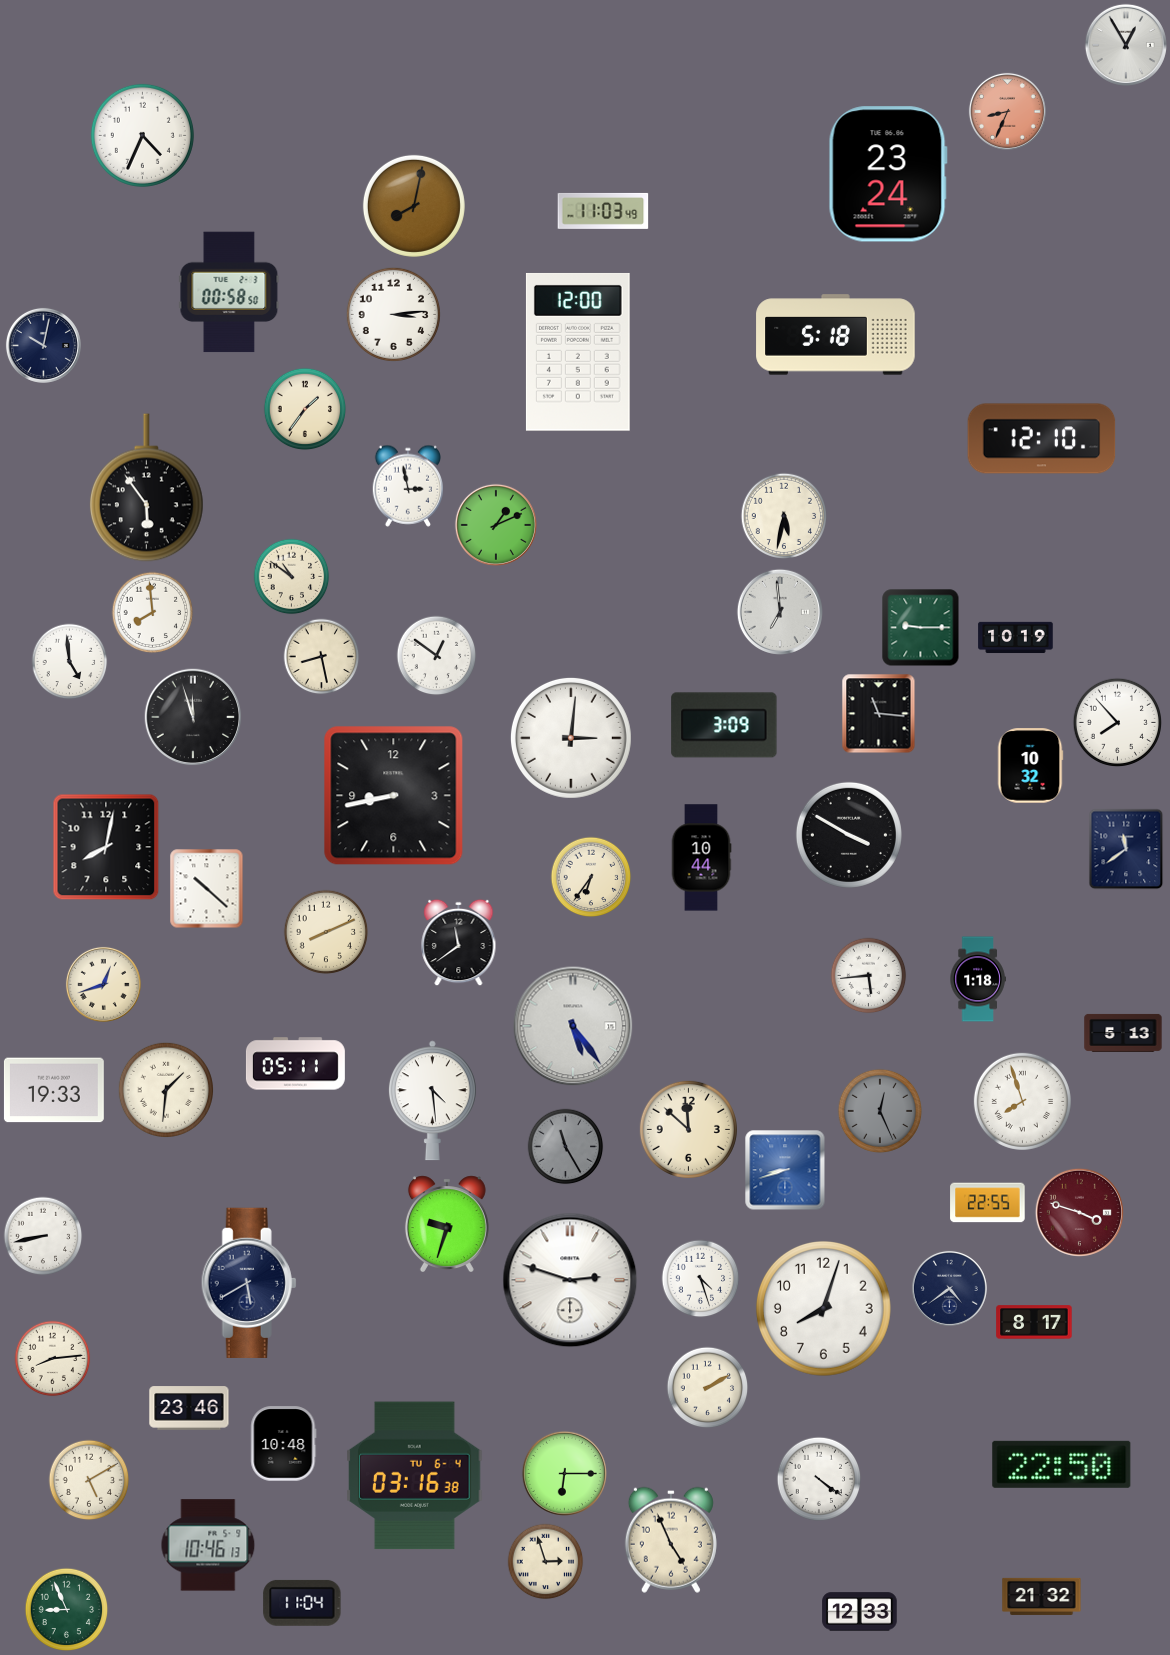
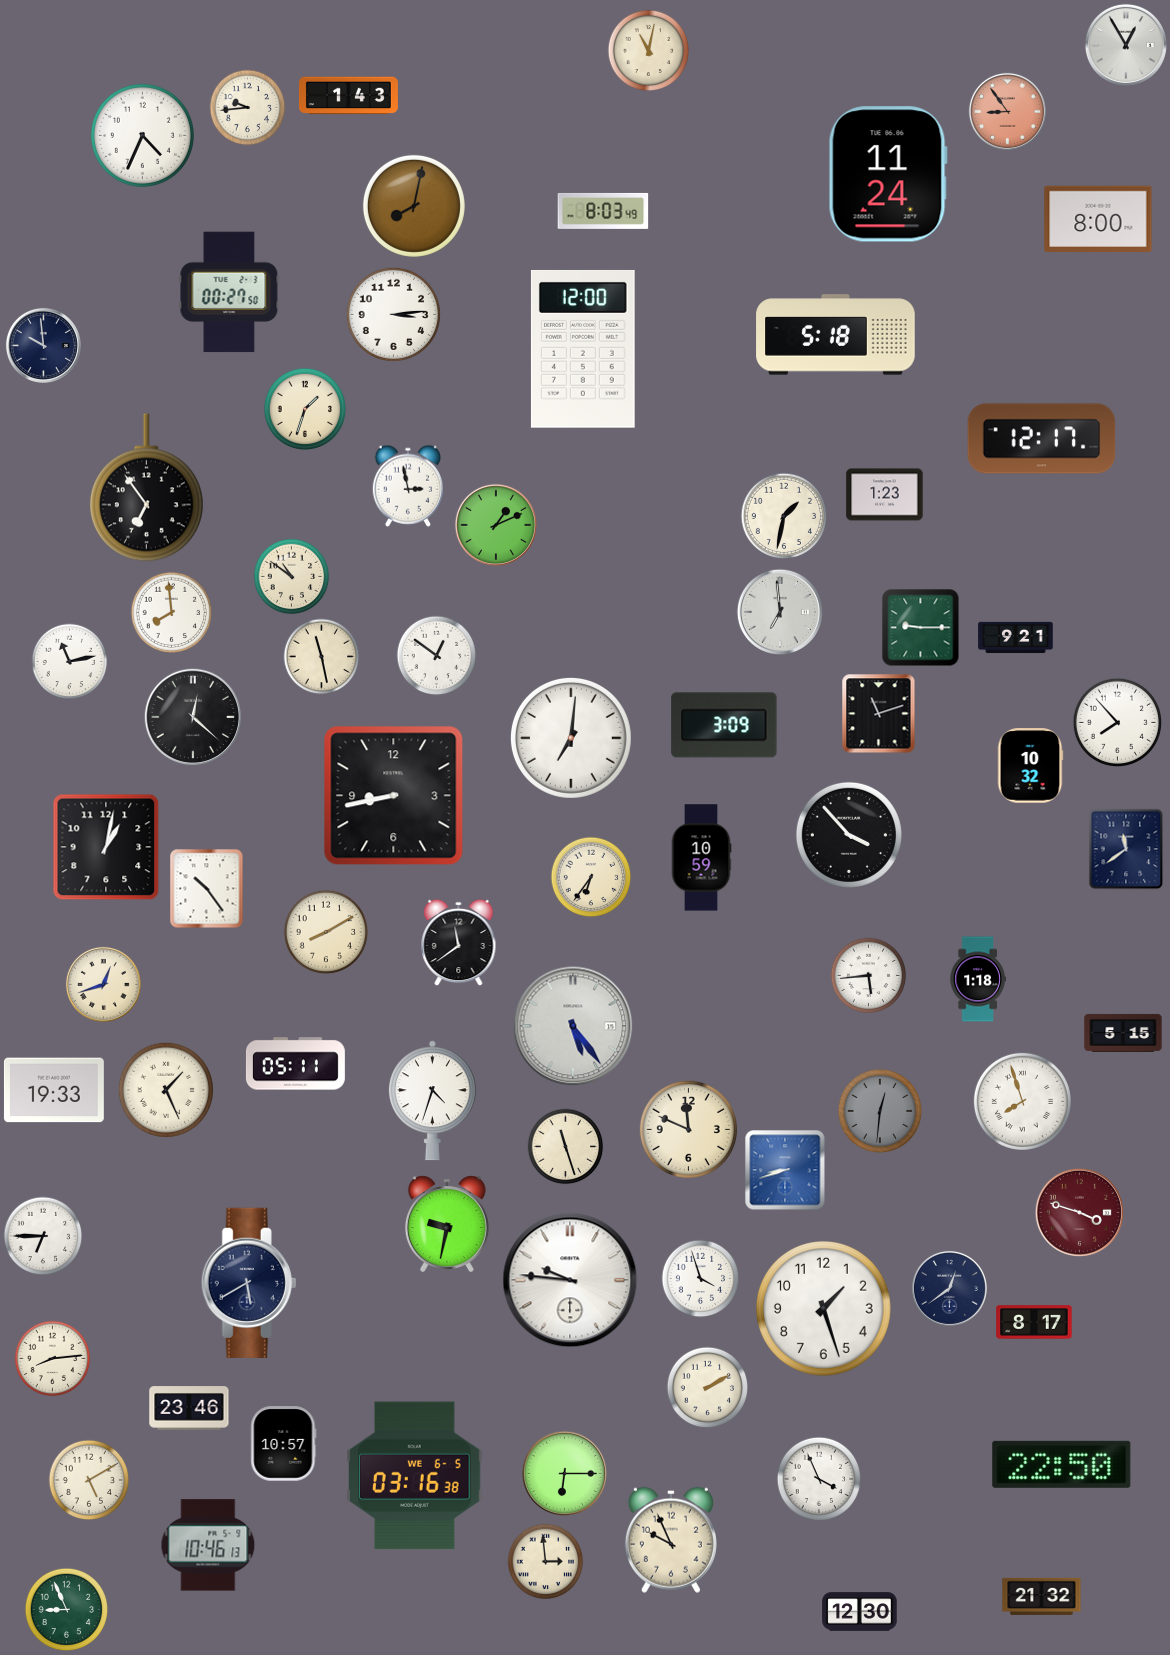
clock at (649, 51): none -> 11:02
clock at (348, 96): none -> 1:43
clock at (248, 108): none -> 9:44
clock at (1007, 111): 8:34 -> 8:54
clock at (888, 174): 23:24 -> 11:24
clock at (603, 211): 11:03 -> 8:03
clock at (1098, 219): none -> 8:00
clock at (229, 292): 00:58 -> 00:27
clock at (43, 345): 10:02 -> 9:59
clock at (578, 352) position: (578, 352) -> (583, 349)
clock at (305, 409): 1:36 -> 1:33
clock at (1042, 439): 12:10 -> 12:17
clock at (147, 488): 5:54 -> 6:54
clock at (885, 495): none -> 1:23
clock at (783, 515): 5:32 -> 1:32
clock at (153, 613) position: (153, 613) -> (172, 613)
clock at (1016, 638): 10:19 -> 9:21
clock at (322, 657): 8:28 -> 11:28
clock at (70, 662): 4:59 -> 11:13
clock at (879, 714): 11:16 -> 11:12
clock at (193, 717): 11:57 -> 12:22
clock at (571, 738): 3:01 -> 7:01
clock at (849, 835): 3:50 -> 3:53
clock at (106, 847): 8:02 -> 1:02
clock at (701, 858): 10:44 -> 10:59
clock at (207, 889): 10:22 -> 10:24
clock at (326, 932): 8:11 -> 8:10
clock at (1123, 1033): 5:13 -> 5:15
clock at (166, 1090): 1:31 -> 1:26
clock at (432, 1101): 4:29 -> 4:33
clock at (880, 1111): 12:26 -> 12:31
clock at (688, 1129): 11:52 -> 11:49
clock at (566, 1147): 11:25 -> 11:27
clock at (566, 1147) dial: grey -> cream
clock at (988, 1203): 22:55 -> none
clock at (447, 1223): 9:33 -> 9:32
clock at (43, 1236): 8:43 -> 6:45
clock at (701, 1279): 4:27 -> 3:57
clock at (570, 1280): 2:48 -> 9:46
clock at (949, 1288): 4:39 -> 12:39
clock at (823, 1308): 8:03 -> 1:27
clock at (284, 1444): 10:48 -> 10:57
clock at (415, 1476) date: TU 6-4 -> WE 6-5
clock at (819, 1479): 4:21 -> 3:56
clock at (671, 1540): 4:56 -> 9:56
clock at (546, 1562): 2:57 -> 2:59
clock at (302, 1603): 11:04 -> none
clock at (860, 1612): 12:33 -> 12:30
